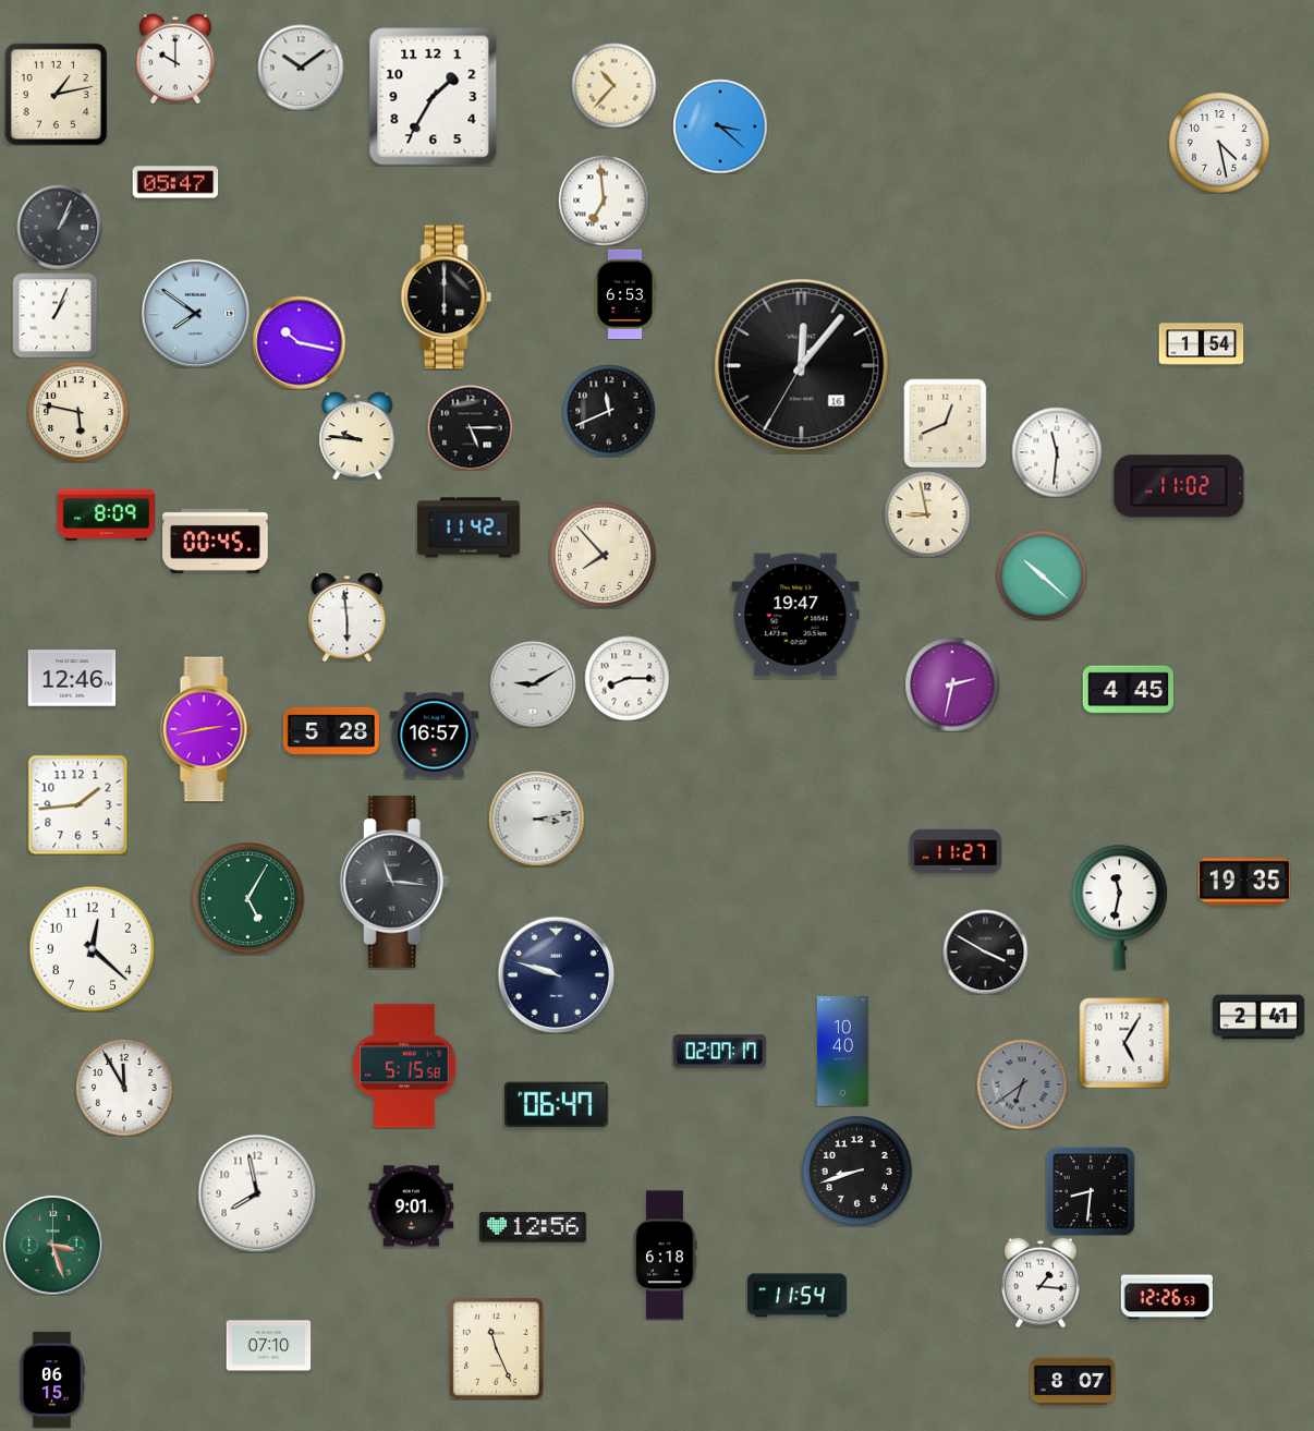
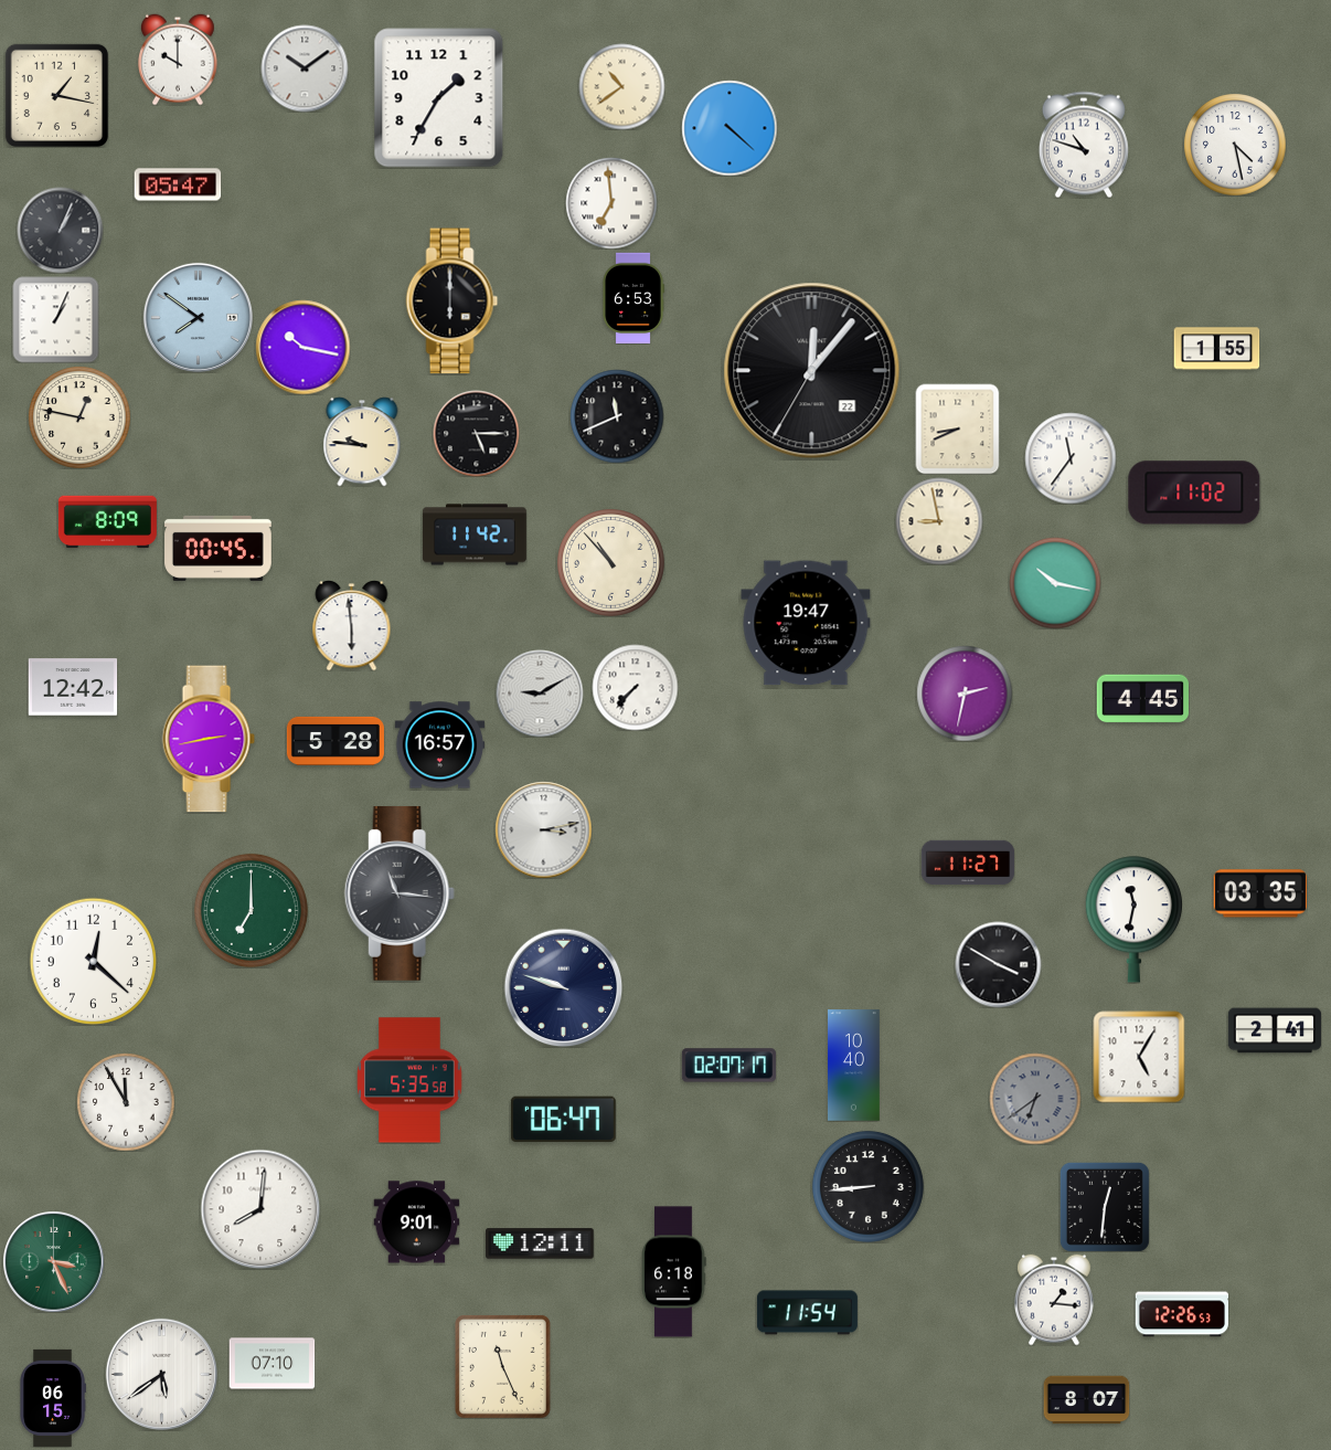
clock at (613, 85): 10:37 -> 10:39
clock at (56, 94): 1:13 -> 1:17
clock at (720, 126): 3:22 -> 4:22
clock at (1084, 145): none -> 10:48
clock at (1201, 344): 1:54 -> 1:55
clock at (802, 366) date: 16 -> 22
clock at (78, 412): 5:47 -> 12:47
clock at (946, 423): 12:41 -> 8:41
clock at (1057, 452): 11:31 -> 11:36
clock at (604, 556): 7:53 -> 10:53
clock at (1042, 575): 10:22 -> 10:17
clock at (72, 678): 12:46 -> 12:42
clock at (626, 678): 8:15 -> 7:37
clock at (77, 804): 1:44 -> none
clock at (1244, 882): 19:35 -> 03:35
clock at (247, 898): 5:05 -> 7:00
clock at (404, 1066): 5:15 -> 5:35
clock at (856, 1171): 8:42 -> 8:44
clock at (1091, 1191): 8:31 -> 12:31
clock at (257, 1193): 7:58 -> 8:01
clock at (534, 1227): 12:56 -> 12:11
clock at (52, 1245): 3:27 -> 3:26
clock at (161, 1374): none -> 5:39
